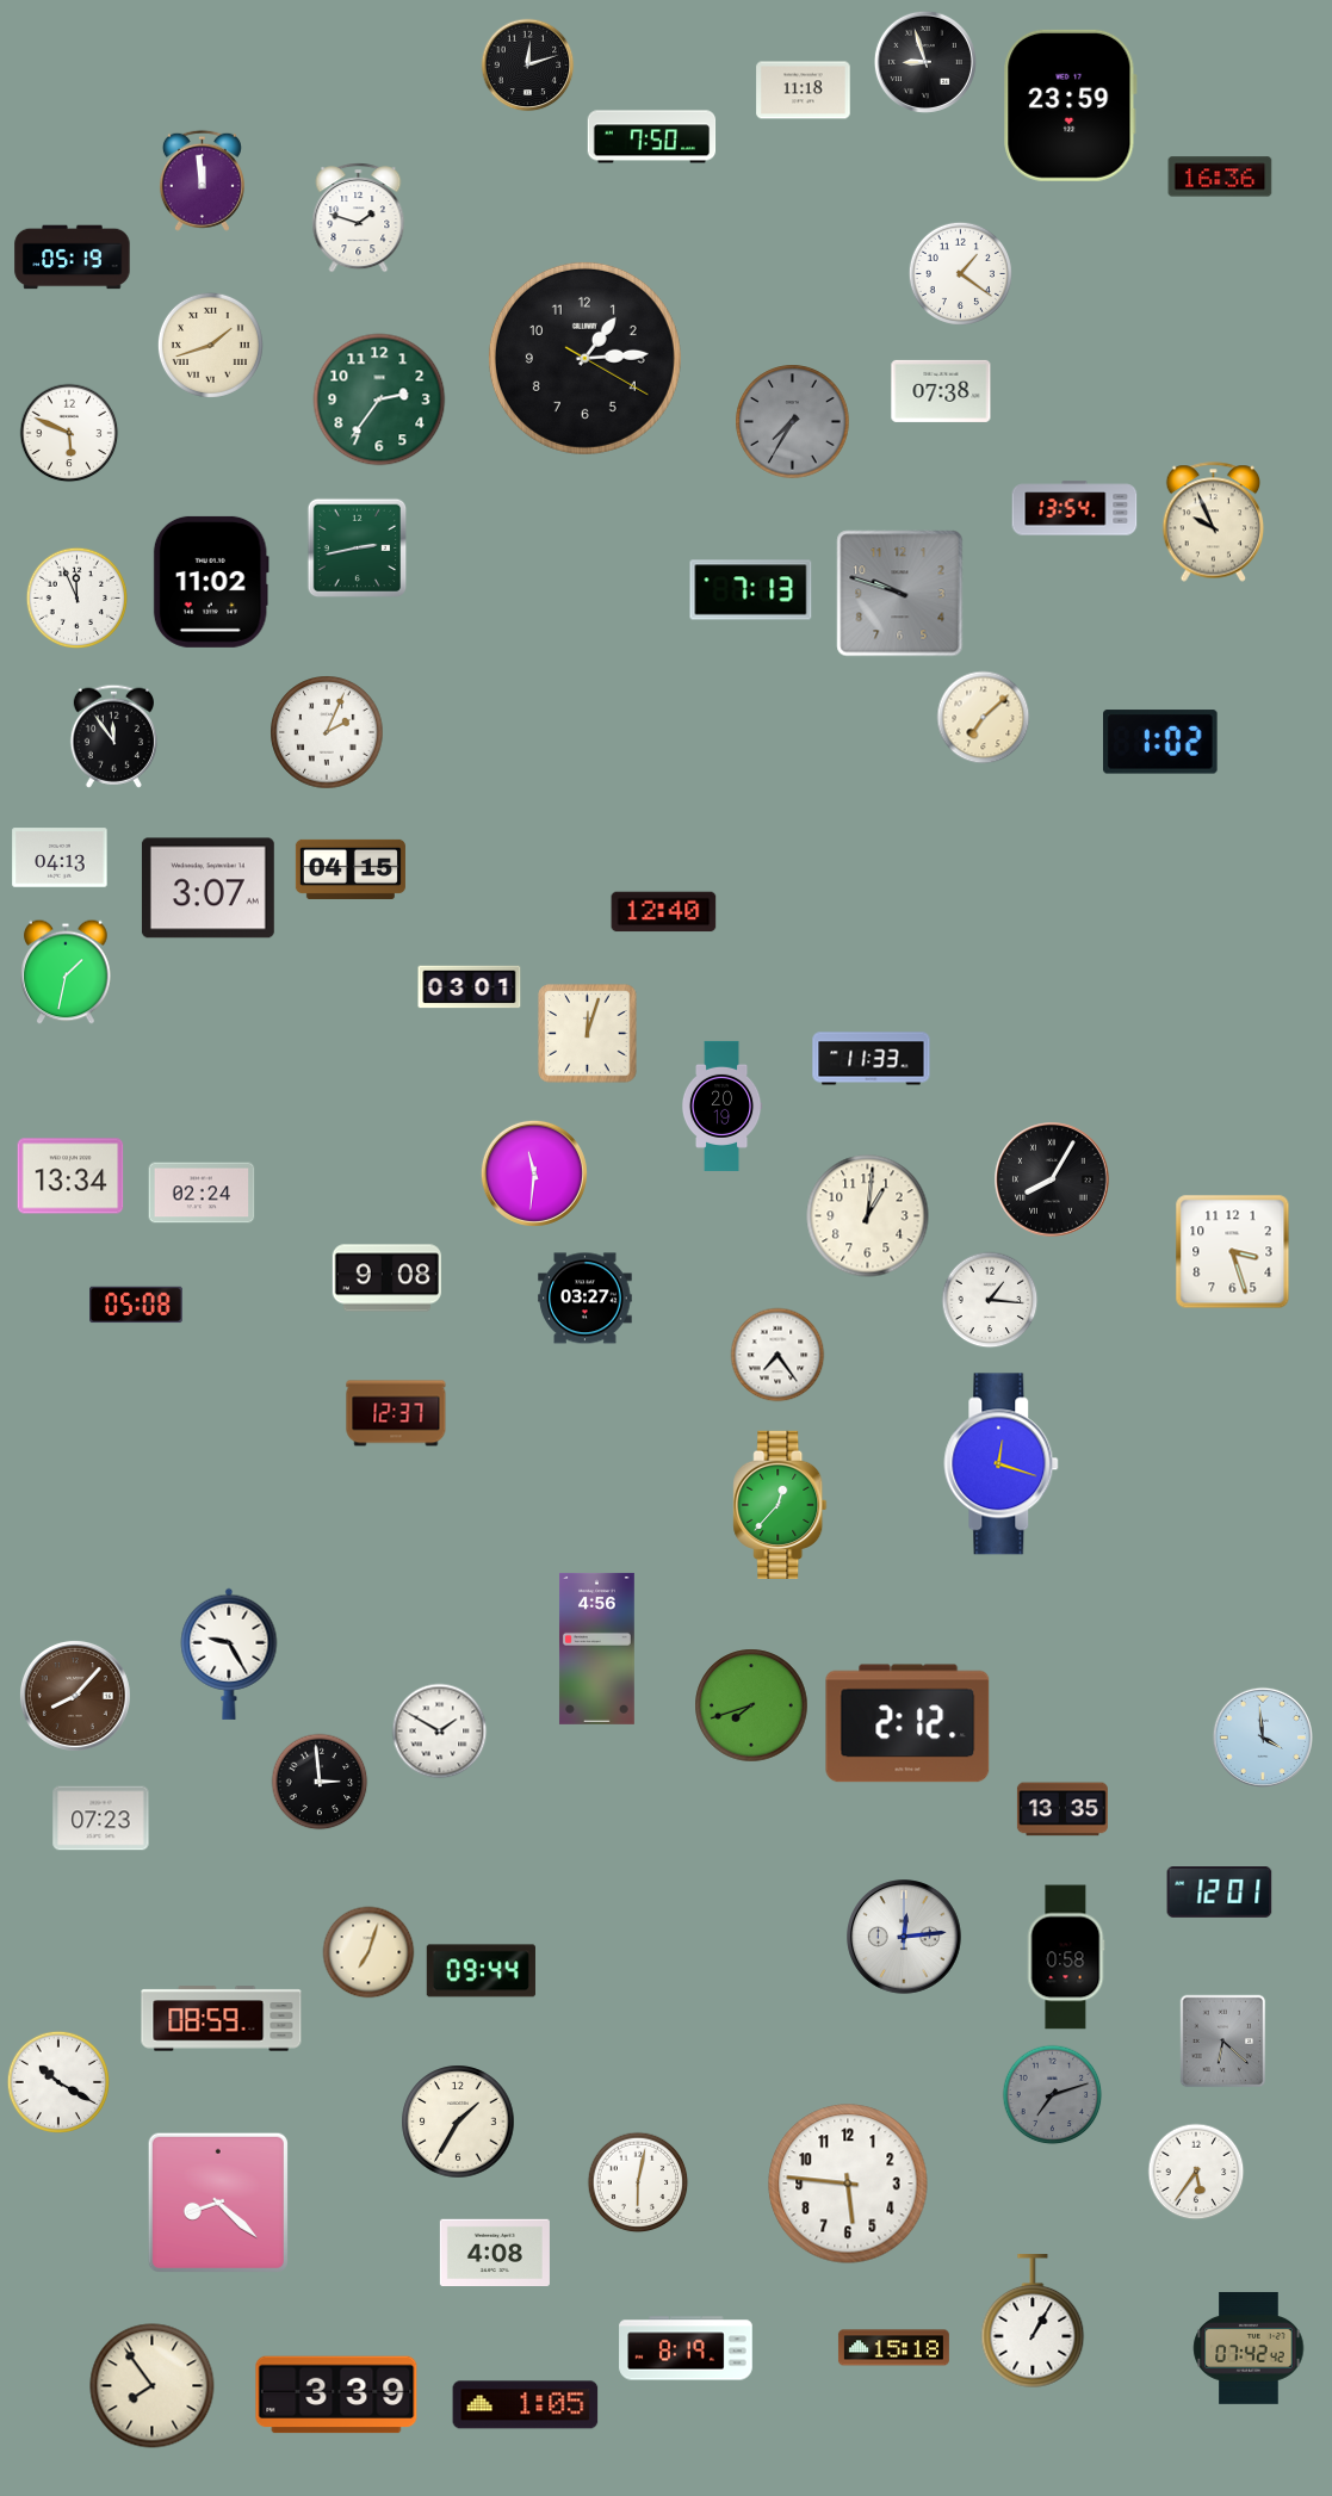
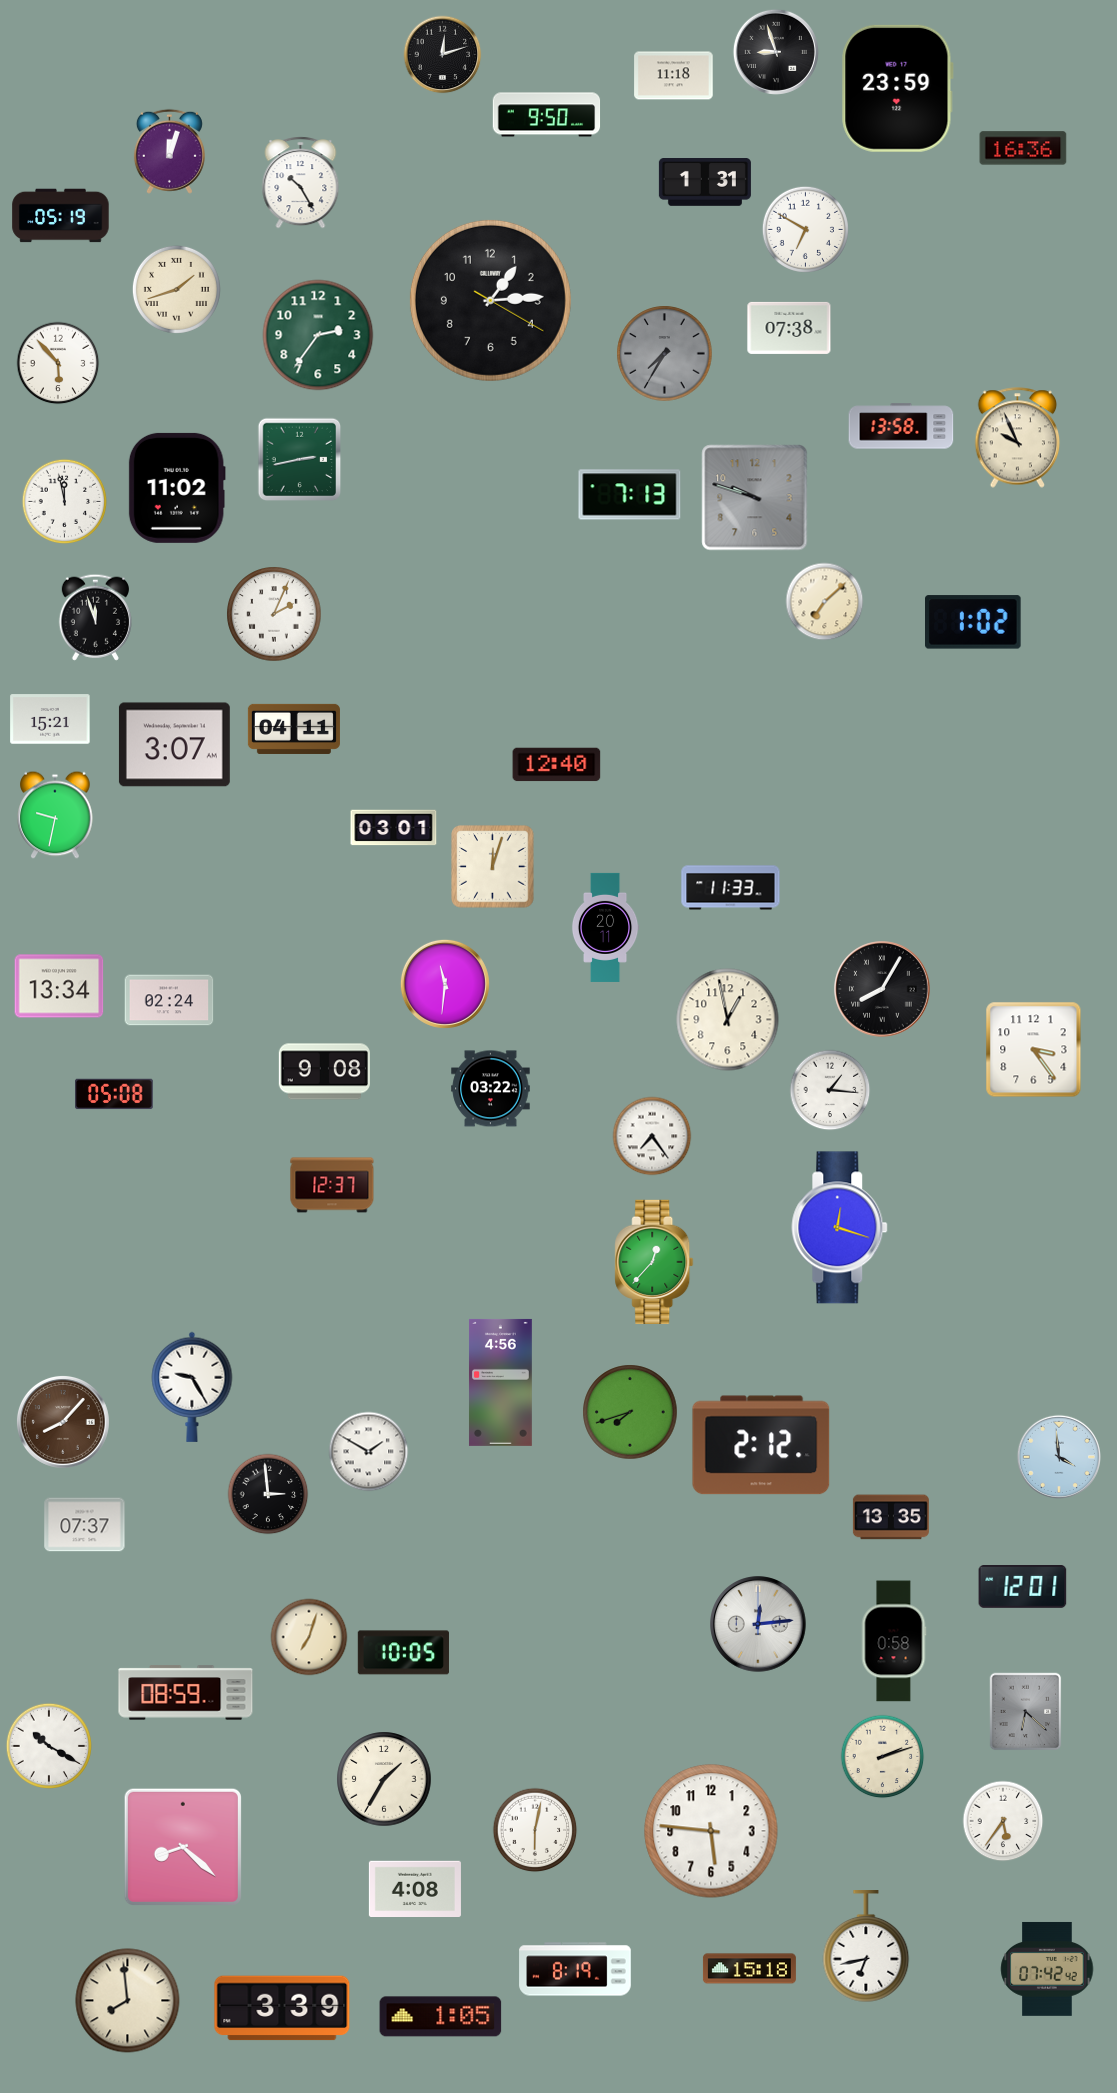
clock at (652, 137): 7:50 -> 9:50
clock at (202, 180): 11:59 -> 12:03
clock at (359, 218): 1:48 -> 10:25
clock at (705, 183): none -> 1:31
clock at (960, 273): 1:21 -> 6:50
clock at (69, 433): 5:49 -> 5:53
clock at (1074, 508): 13:54 -> 13:58
clock at (78, 599): 11:56 -> 11:58
clock at (113, 736): 11:54 -> 11:57
clock at (60, 857): 04:13 -> 15:21
clock at (351, 869): 04:15 -> 04:11
clock at (66, 972): 1:32 -> 9:32
clock at (721, 1105): 20:19 -> 20:11
clock at (534, 1173) position: (534, 1173) -> (445, 984)
clock at (868, 1216): 1:01 -> 12:58
clock at (1233, 1252): 3:27 -> 3:24
clock at (586, 1299): 03:27 -> 03:22
clock at (751, 1705) position: (751, 1705) -> (630, 1412)
clock at (101, 1819): 07:23 -> 07:37
clock at (481, 1971): 09:44 -> 10:05
clock at (1053, 2095): 7:12 -> 2:12
clock at (1053, 2095) dial: grey -> cream
clock at (1033, 2322): 1:05 -> 6:43
clock at (153, 2386): 7:54 -> 7:59
